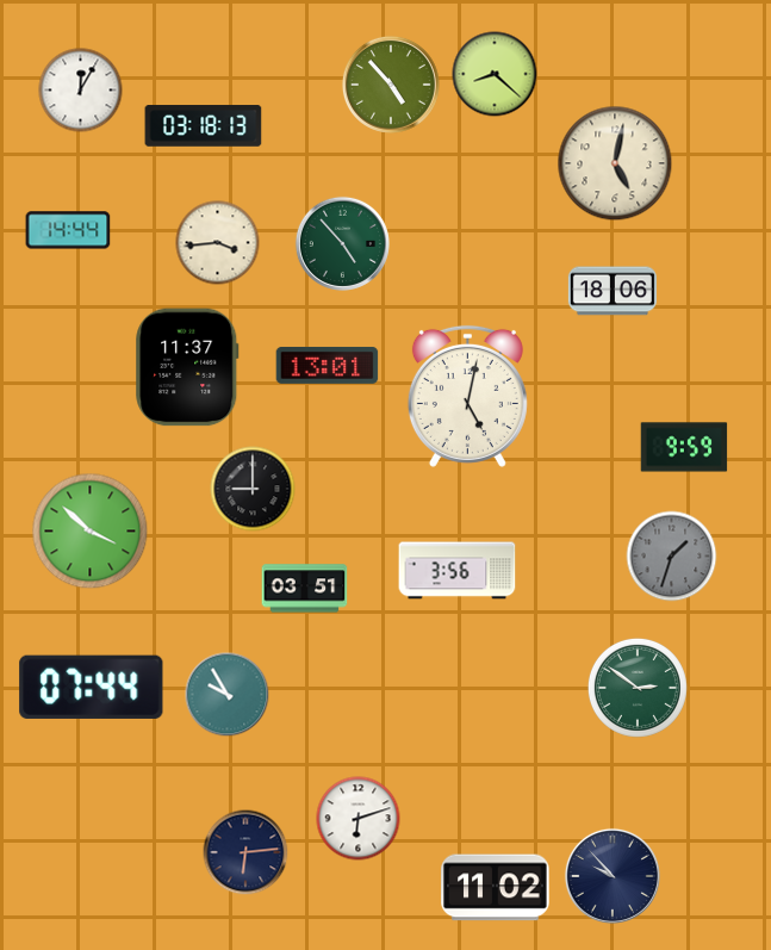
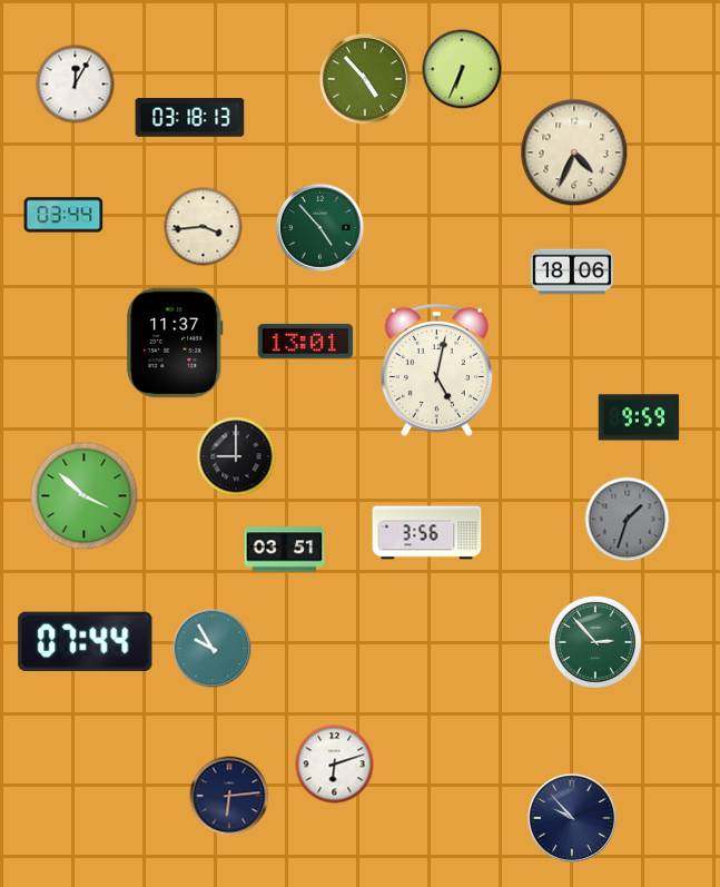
clock at (495, 74): 8:22 -> 6:34
clock at (615, 163): 5:02 -> 4:34
clock at (68, 230): 14:44 -> 03:44
clock at (638, 688): 2:51 -> 2:53
clock at (496, 888): 11:02 -> none
